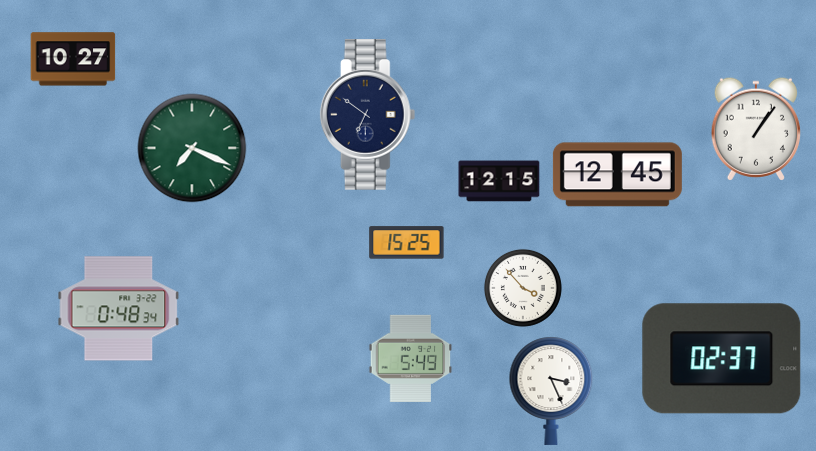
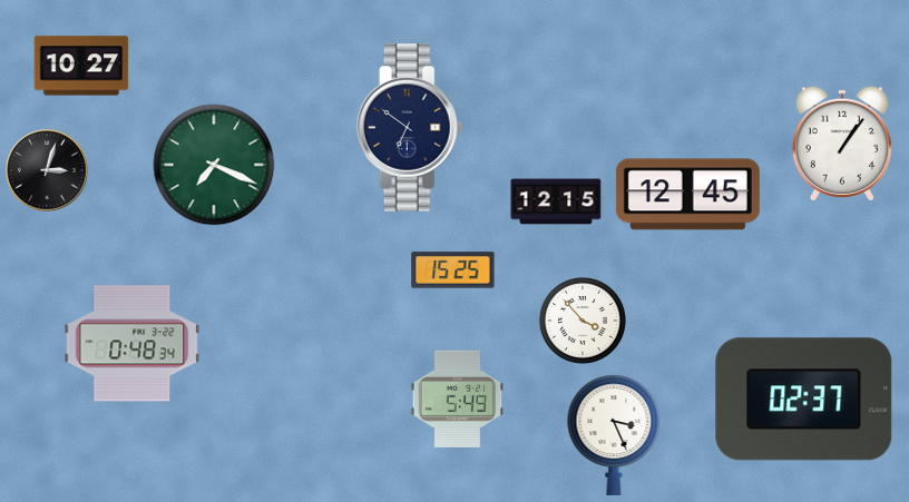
clock at (47, 170): none -> 3:03
